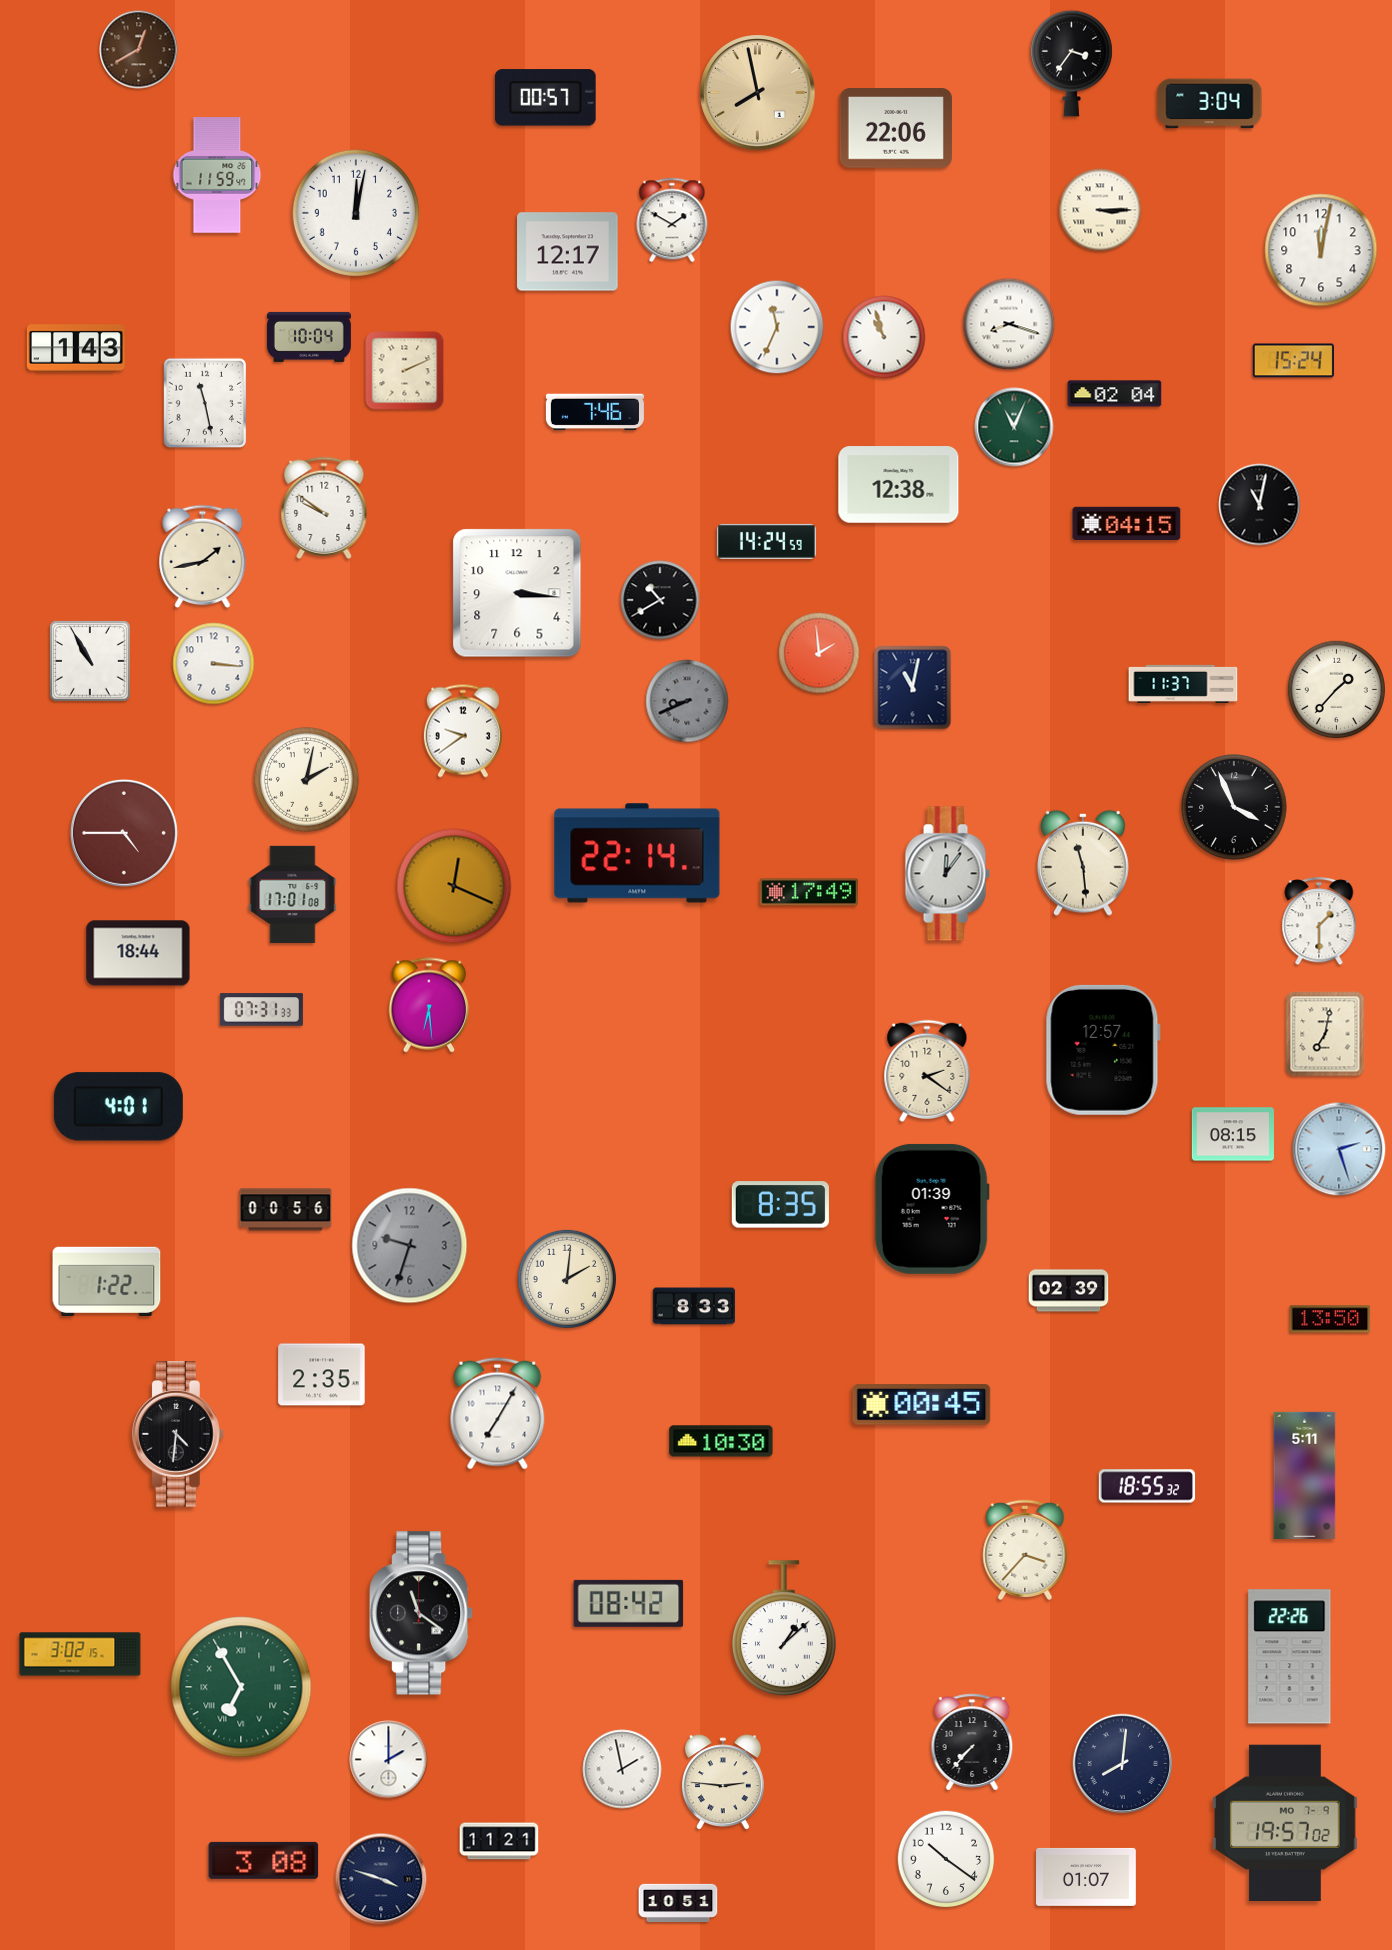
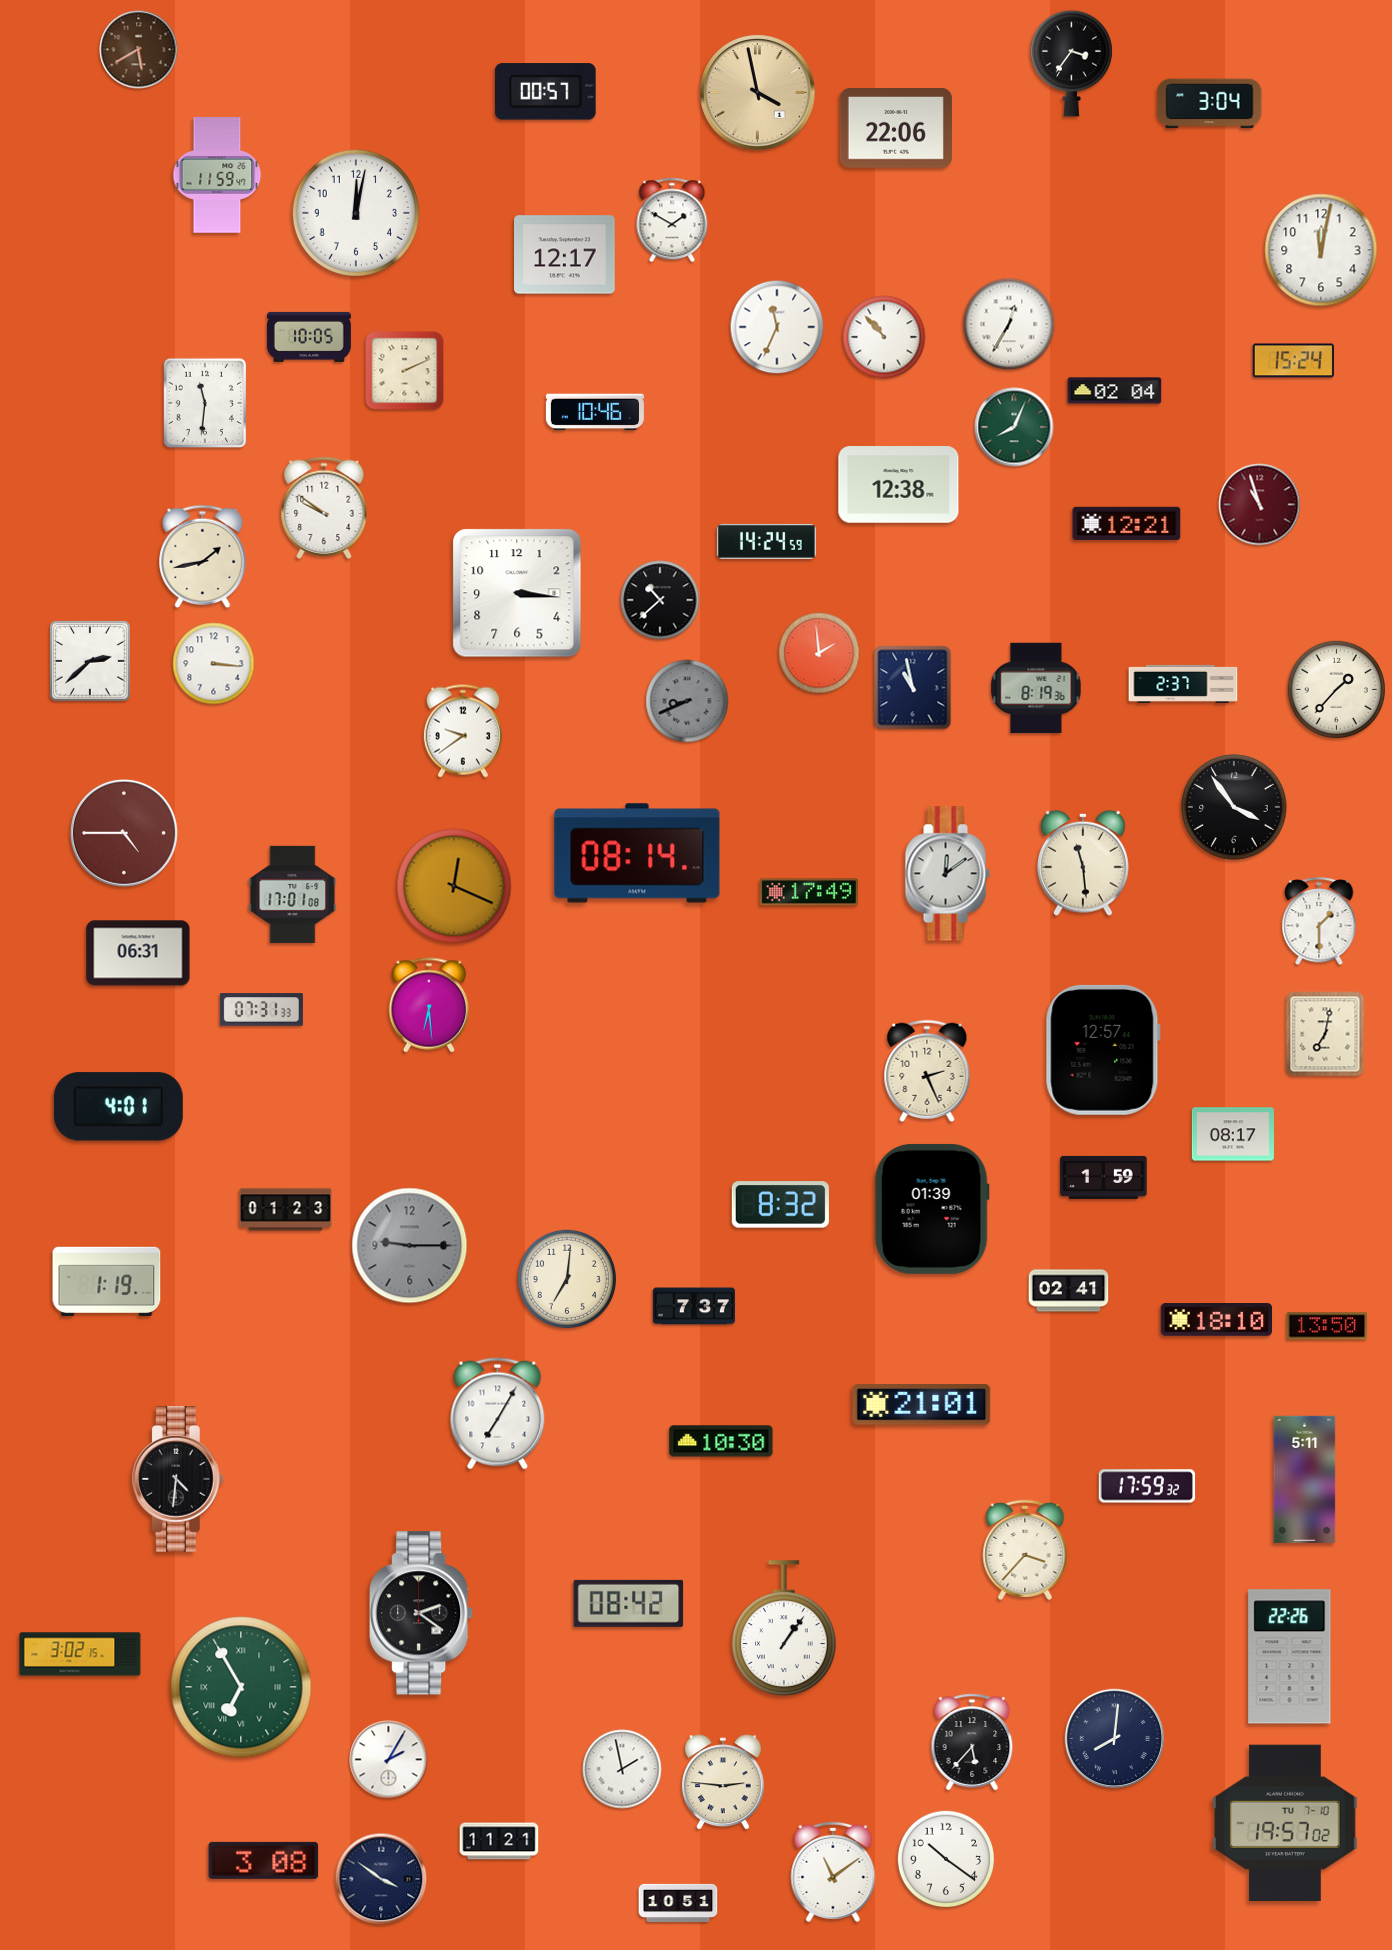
clock at (139, 50): 12:40 -> 5:40
clock at (758, 93): 7:58 -> 3:58
clock at (545, 98) position: (545, 98) -> (545, 92)
clock at (1100, 210): 3:15 -> none
clock at (568, 252) position: (568, 252) -> (565, 255)
clock at (1009, 324): 8:18 -> 12:35
clock at (309, 337): 10:04 -> 10:05
clock at (884, 337): 10:57 -> 10:53
clock at (76, 348): 1:43 -> none
clock at (1115, 394) position: (1115, 394) -> (1115, 391)
clock at (205, 403): 11:28 -> 11:31
clock at (595, 412): 7:46 -> 10:46
clock at (1014, 427): 11:04 -> 8:04
clock at (1260, 505): 11:02 -> 10:57
clock at (1260, 505) dial: black -> burgundy
clock at (1127, 523): 04:15 -> 12:21
clock at (660, 600): 10:40 -> 10:38
clock at (91, 662): 10:55 -> 2:38
clock at (1183, 684): 11:37 -> 2:37
clock at (1036, 687): none -> 8:19
clock at (913, 688): 11:02 -> 10:58
clock at (307, 780): 2:02 -> none
clock at (1234, 807): 3:56 -> 3:54
clock at (637, 853): 22:14 -> 08:14
clock at (947, 874): 12:06 -> 12:09
clock at (138, 953): 18:44 -> 06:31
clock at (927, 1070): 2:21 -> 2:26
clock at (1233, 1134): 08:15 -> 08:17
clock at (1339, 1149): 2:27 -> none
clock at (1104, 1177): none -> 1:59
clock at (780, 1205): 8:35 -> 8:32
clock at (286, 1210): 00:56 -> 01:23
clock at (410, 1246): 9:33 -> 9:15
clock at (567, 1279): 2:01 -> 7:01
clock at (107, 1281): 1:22 -> 1:19
clock at (1069, 1291): 02:39 -> 02:41
clock at (694, 1306): 8:33 -> 7:37
clock at (1330, 1319) position: (1330, 1319) -> (1327, 1326)
clock at (1217, 1320): none -> 18:10
clock at (322, 1375): 2:35 -> none
clock at (922, 1405): 00:45 -> 21:01
clock at (178, 1435) position: (178, 1435) -> (178, 1480)
clock at (1305, 1475) position: (1305, 1475) -> (1305, 1479)
clock at (1147, 1486): 18:55 -> 17:59
clock at (421, 1613): 11:21 -> 2:21
clock at (784, 1628): 1:08 -> 1:06
clock at (972, 1742): 7:37 -> 5:37
clock at (389, 1760): 2:00 -> 2:05
clock at (1123, 1764) position: (1123, 1764) -> (1115, 1739)
clock at (1285, 1822) date: MO 7-9 -> TU 7-10
clock at (833, 1872): none -> 11:09
clock at (1087, 1877): 01:07 -> none
clock at (381, 1879): 3:48 -> 3:51
